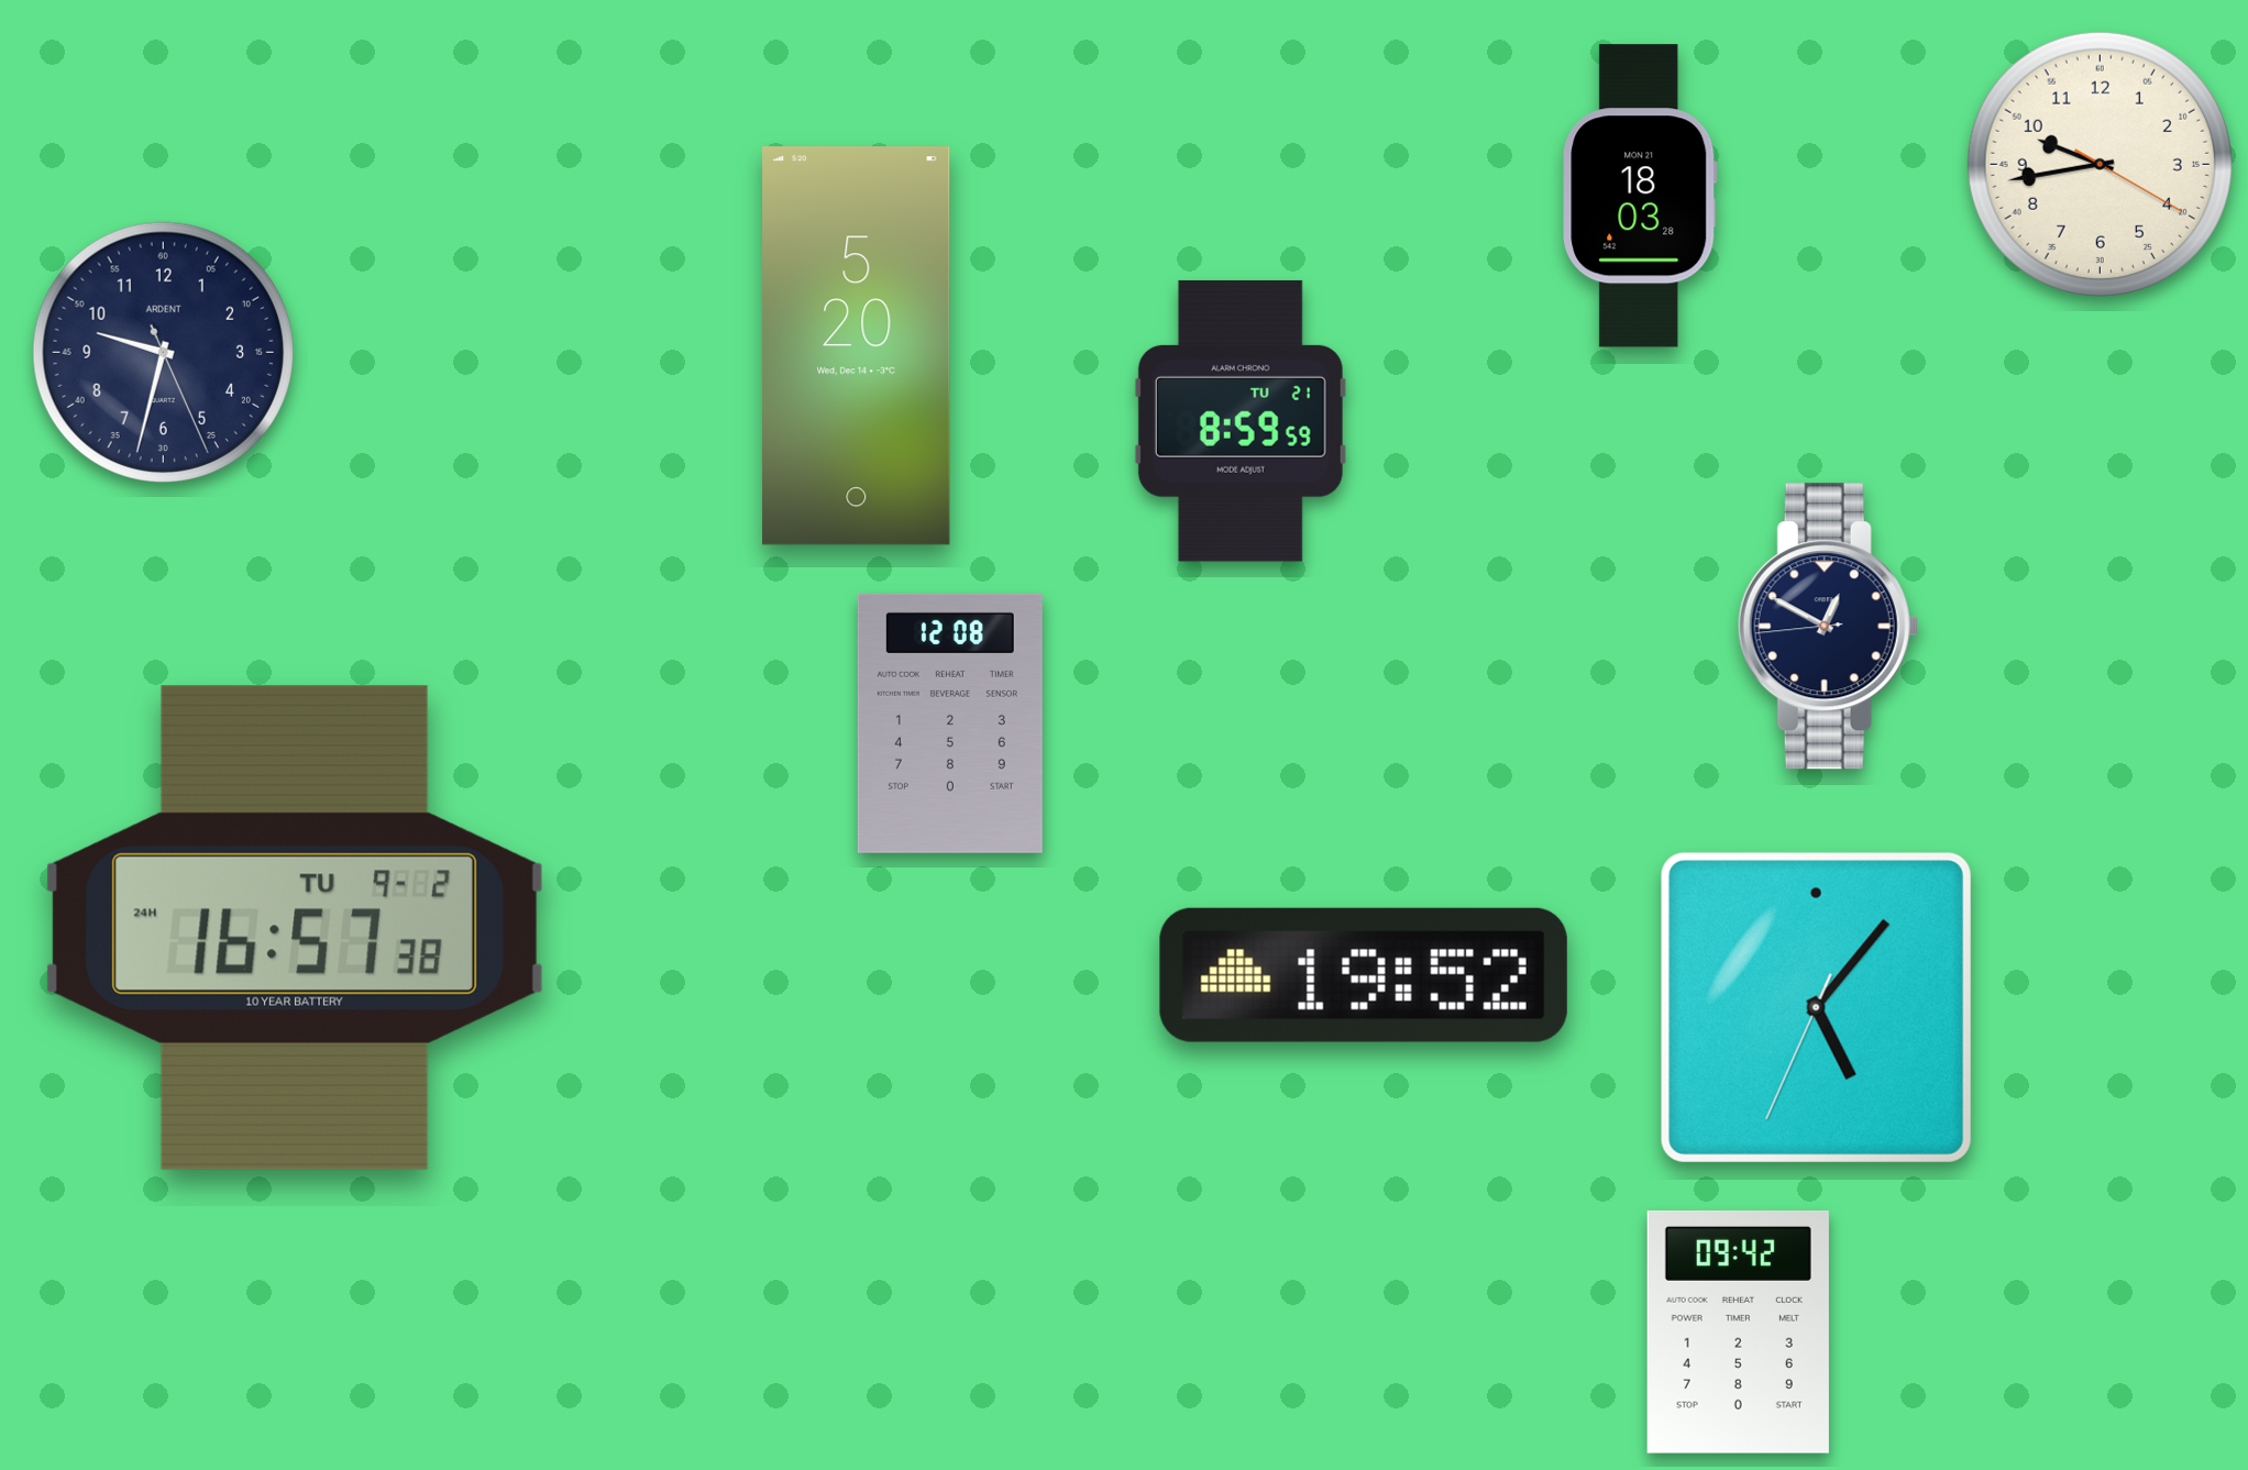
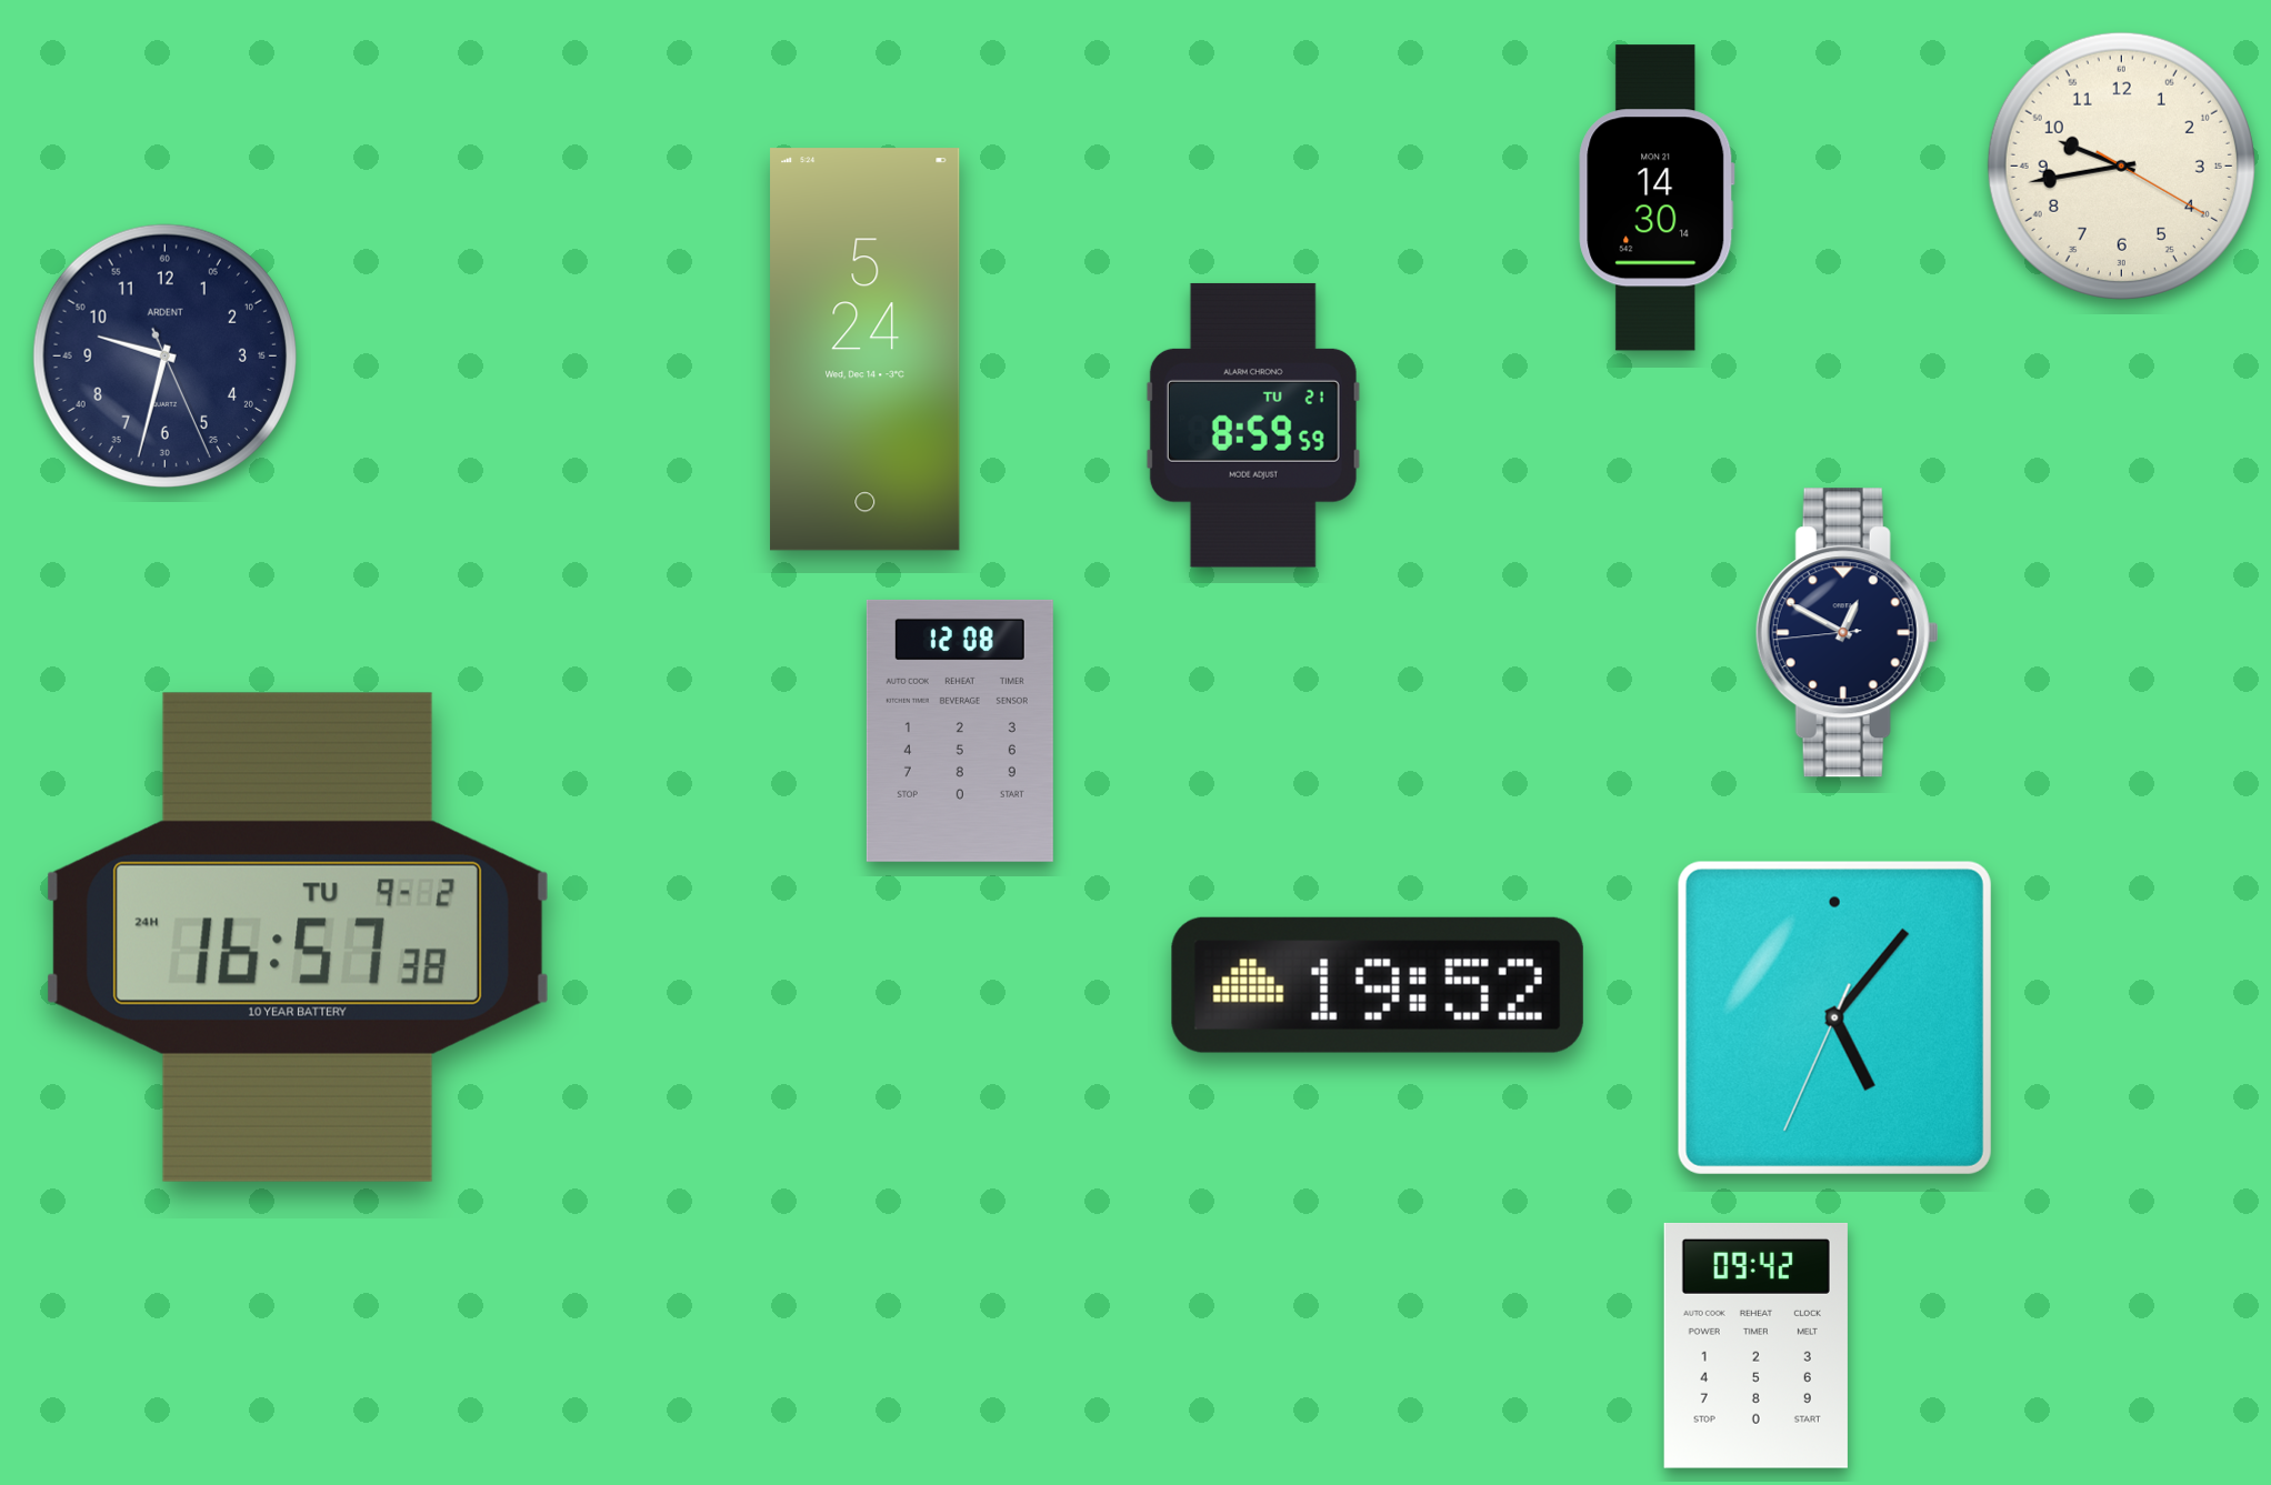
clock at (1640, 196): 18:03 -> 14:30
clock at (857, 346): 5:20 -> 5:24
